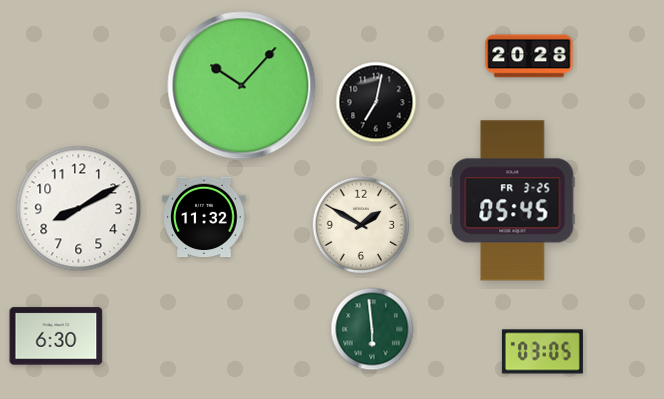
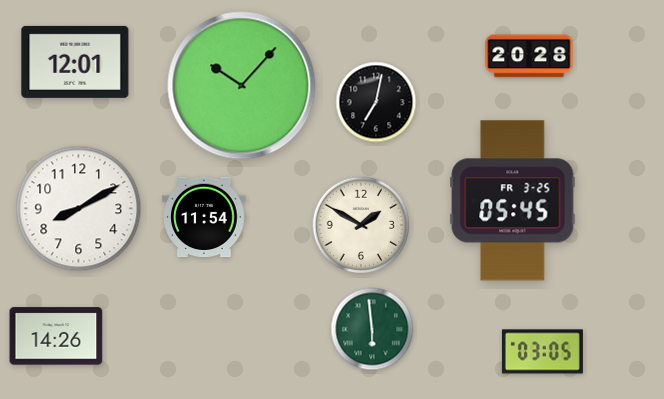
clock at (75, 62): none -> 12:01
clock at (204, 217): 11:32 -> 11:54
clock at (56, 336): 6:30 -> 14:26
